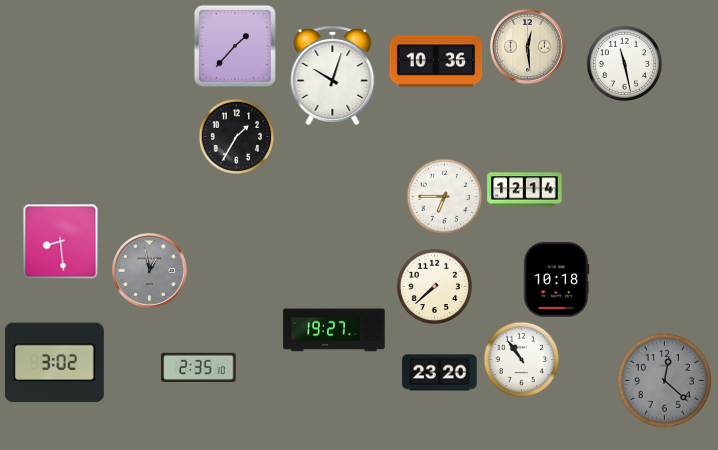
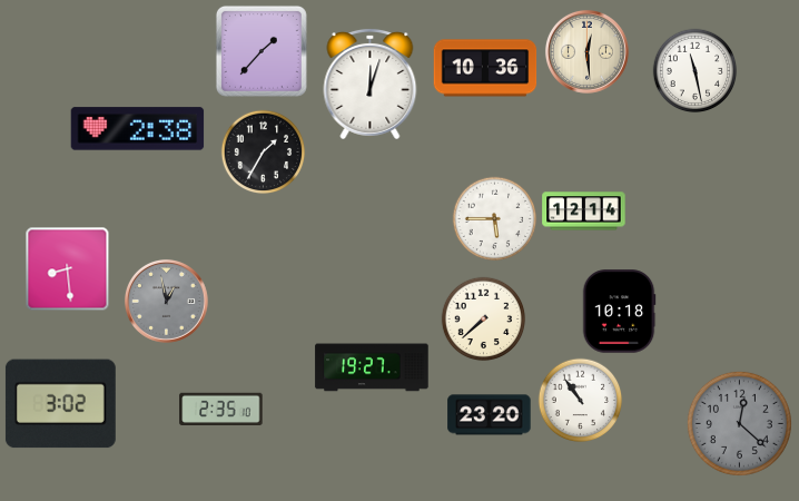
clock at (333, 75): 10:03 -> 12:03
clock at (138, 129): none -> 2:38
clock at (445, 197): 6:45 -> 5:45
